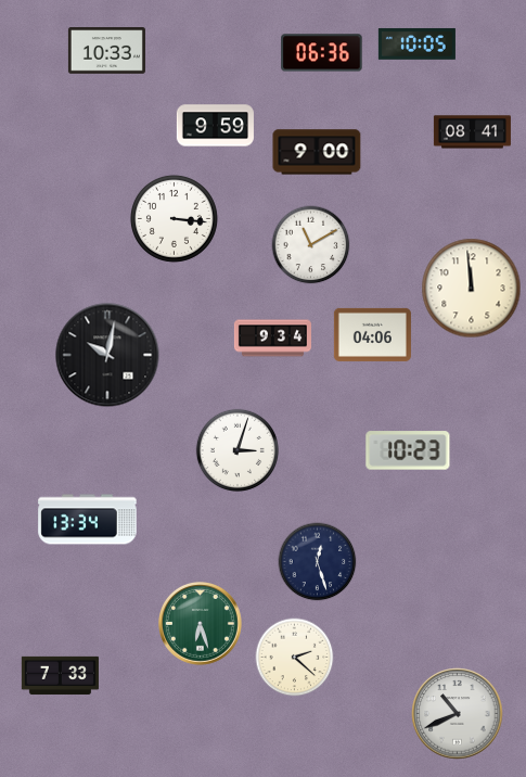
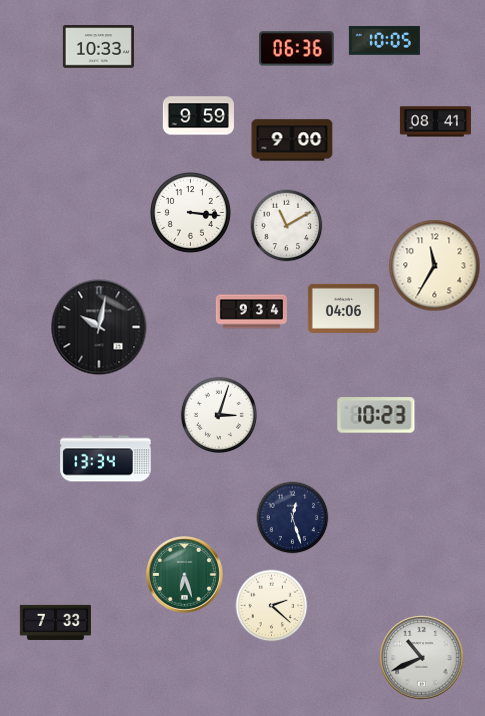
clock at (174, 218) position: (174, 218) -> (190, 212)
clock at (472, 289): 11:59 -> 11:35
clock at (88, 520) position: (88, 520) -> (106, 459)
